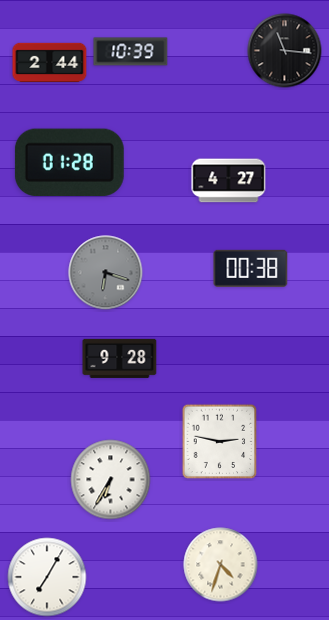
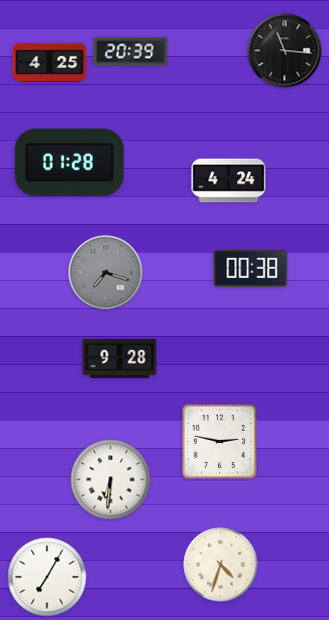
clock at (131, 52): 10:39 -> 20:39
clock at (50, 63): 2:44 -> 4:25
clock at (229, 181): 4:27 -> 4:24
clock at (106, 273): 6:18 -> 7:18
clock at (111, 480): 6:35 -> 6:31
